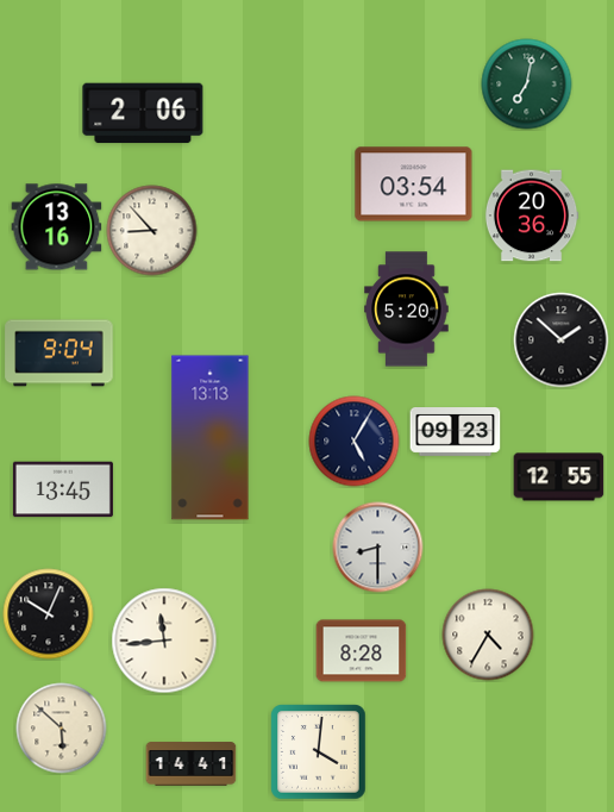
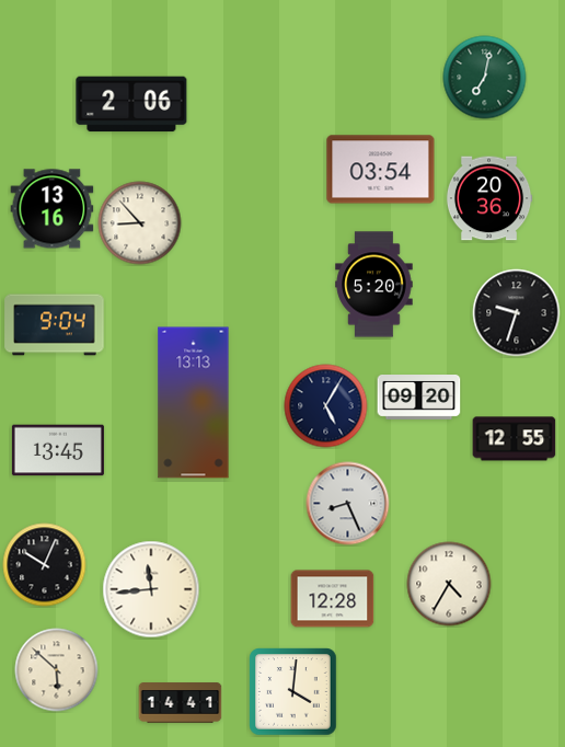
clock at (152, 231) position: (152, 231) -> (140, 223)
clock at (562, 341): 1:52 -> 9:33
clock at (456, 432): 09:23 -> 09:20
clock at (378, 548): 8:30 -> 8:26
clock at (362, 651): 8:28 -> 12:28
clock at (192, 764) position: (192, 764) -> (181, 703)
